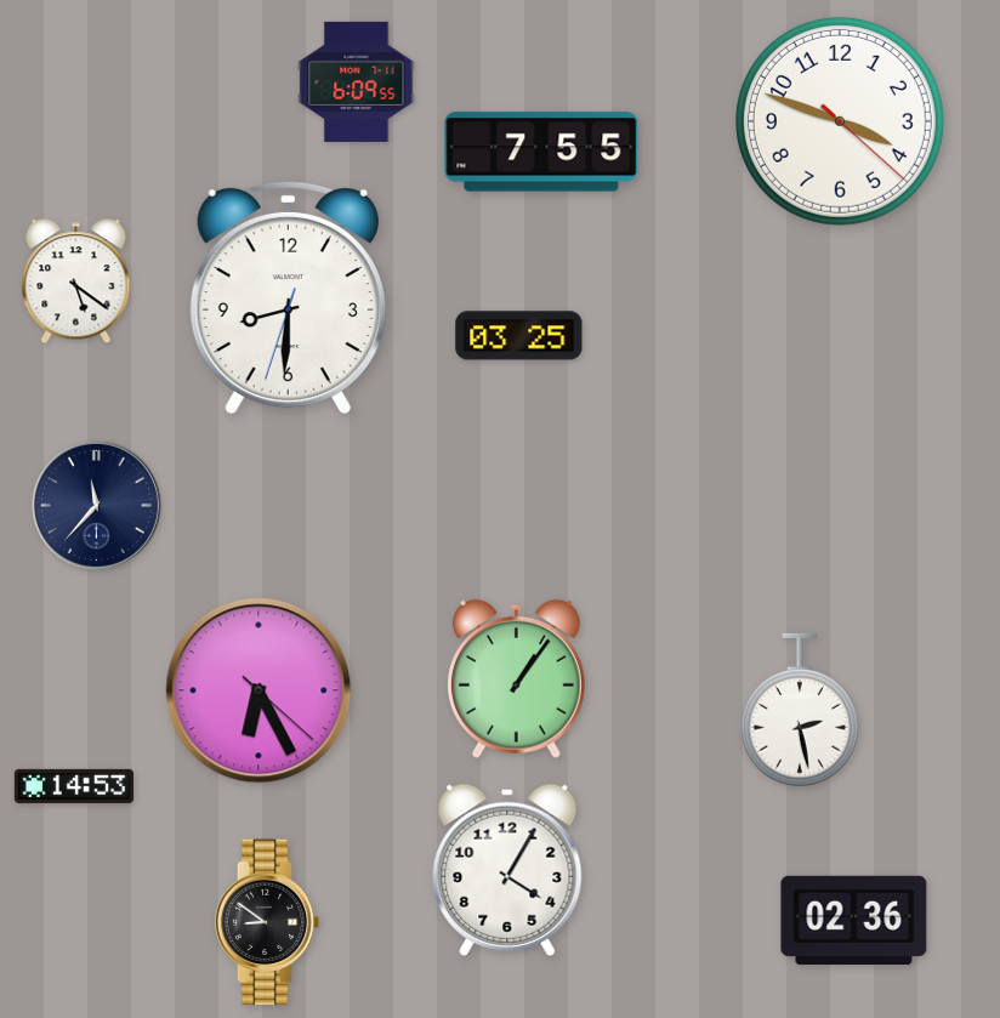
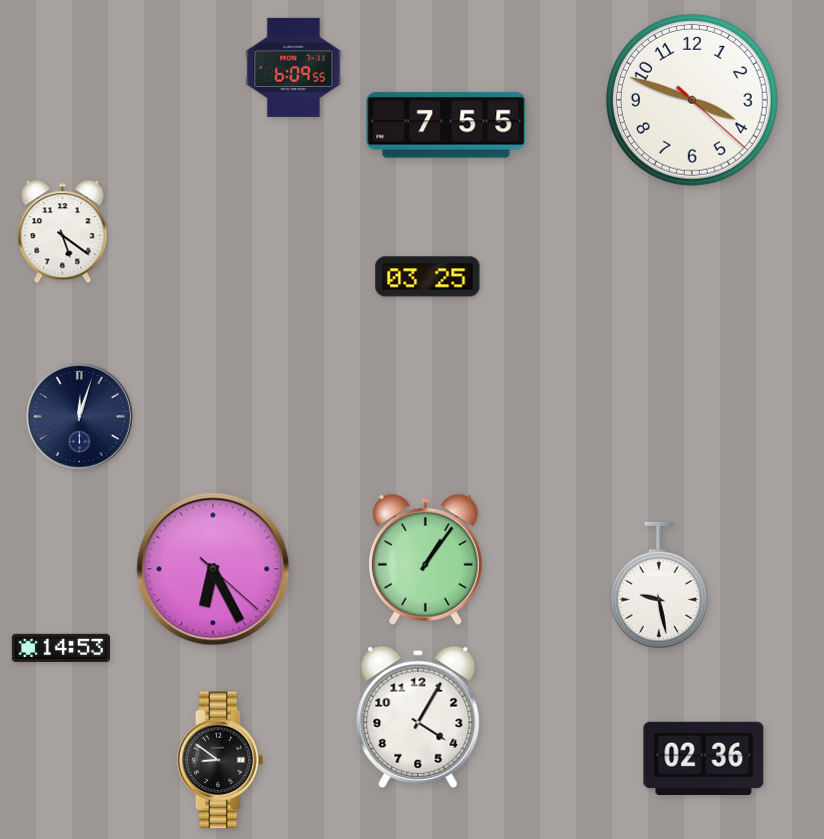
clock at (288, 297): 8:30 -> none
clock at (96, 505): 11:37 -> 12:03
clock at (800, 710): 2:28 -> 9:28
